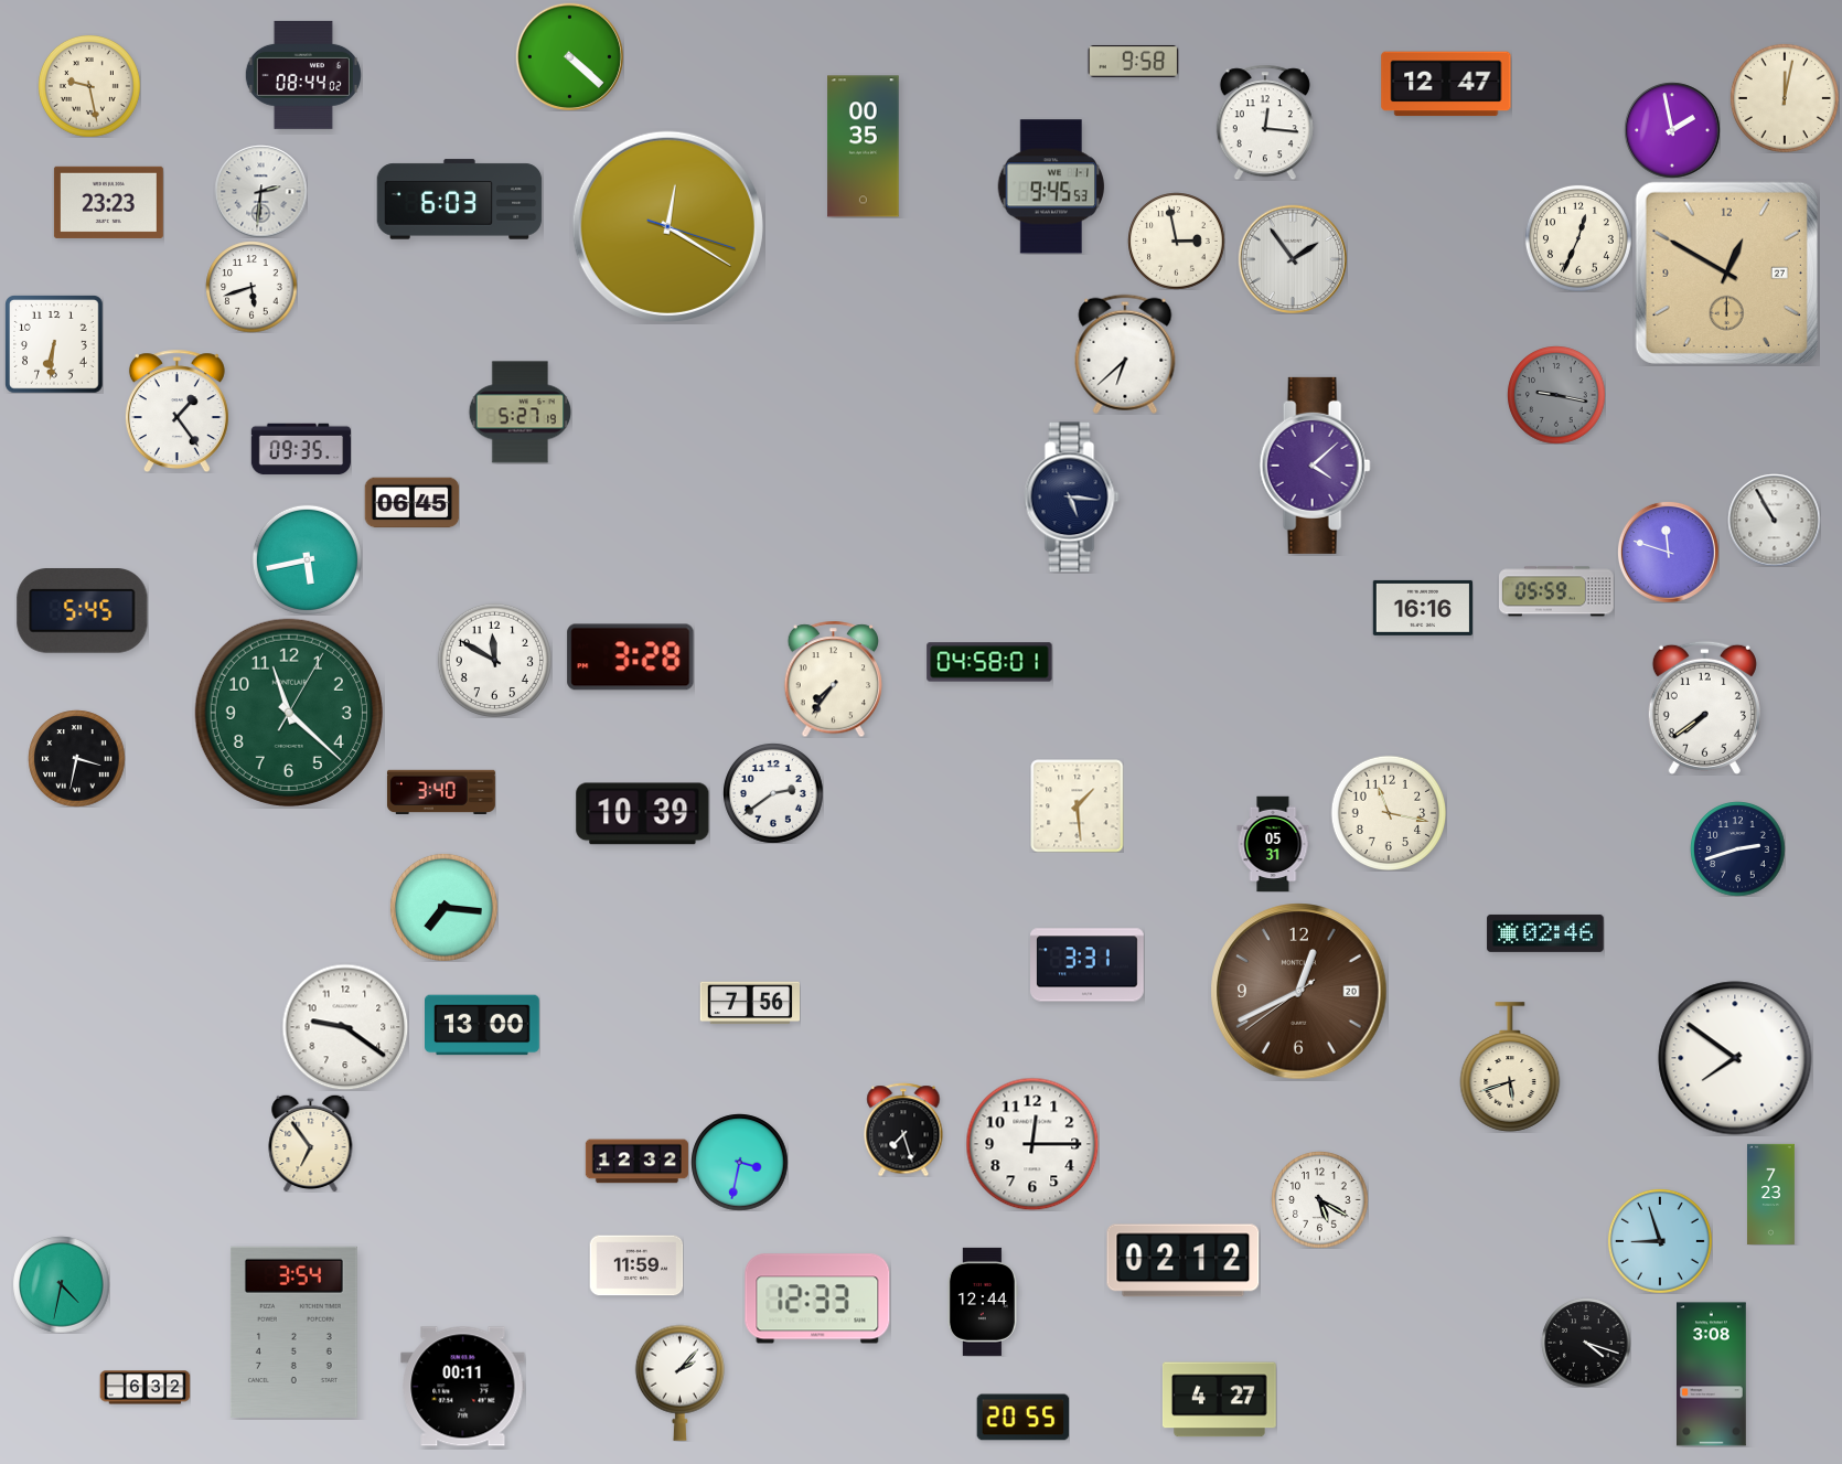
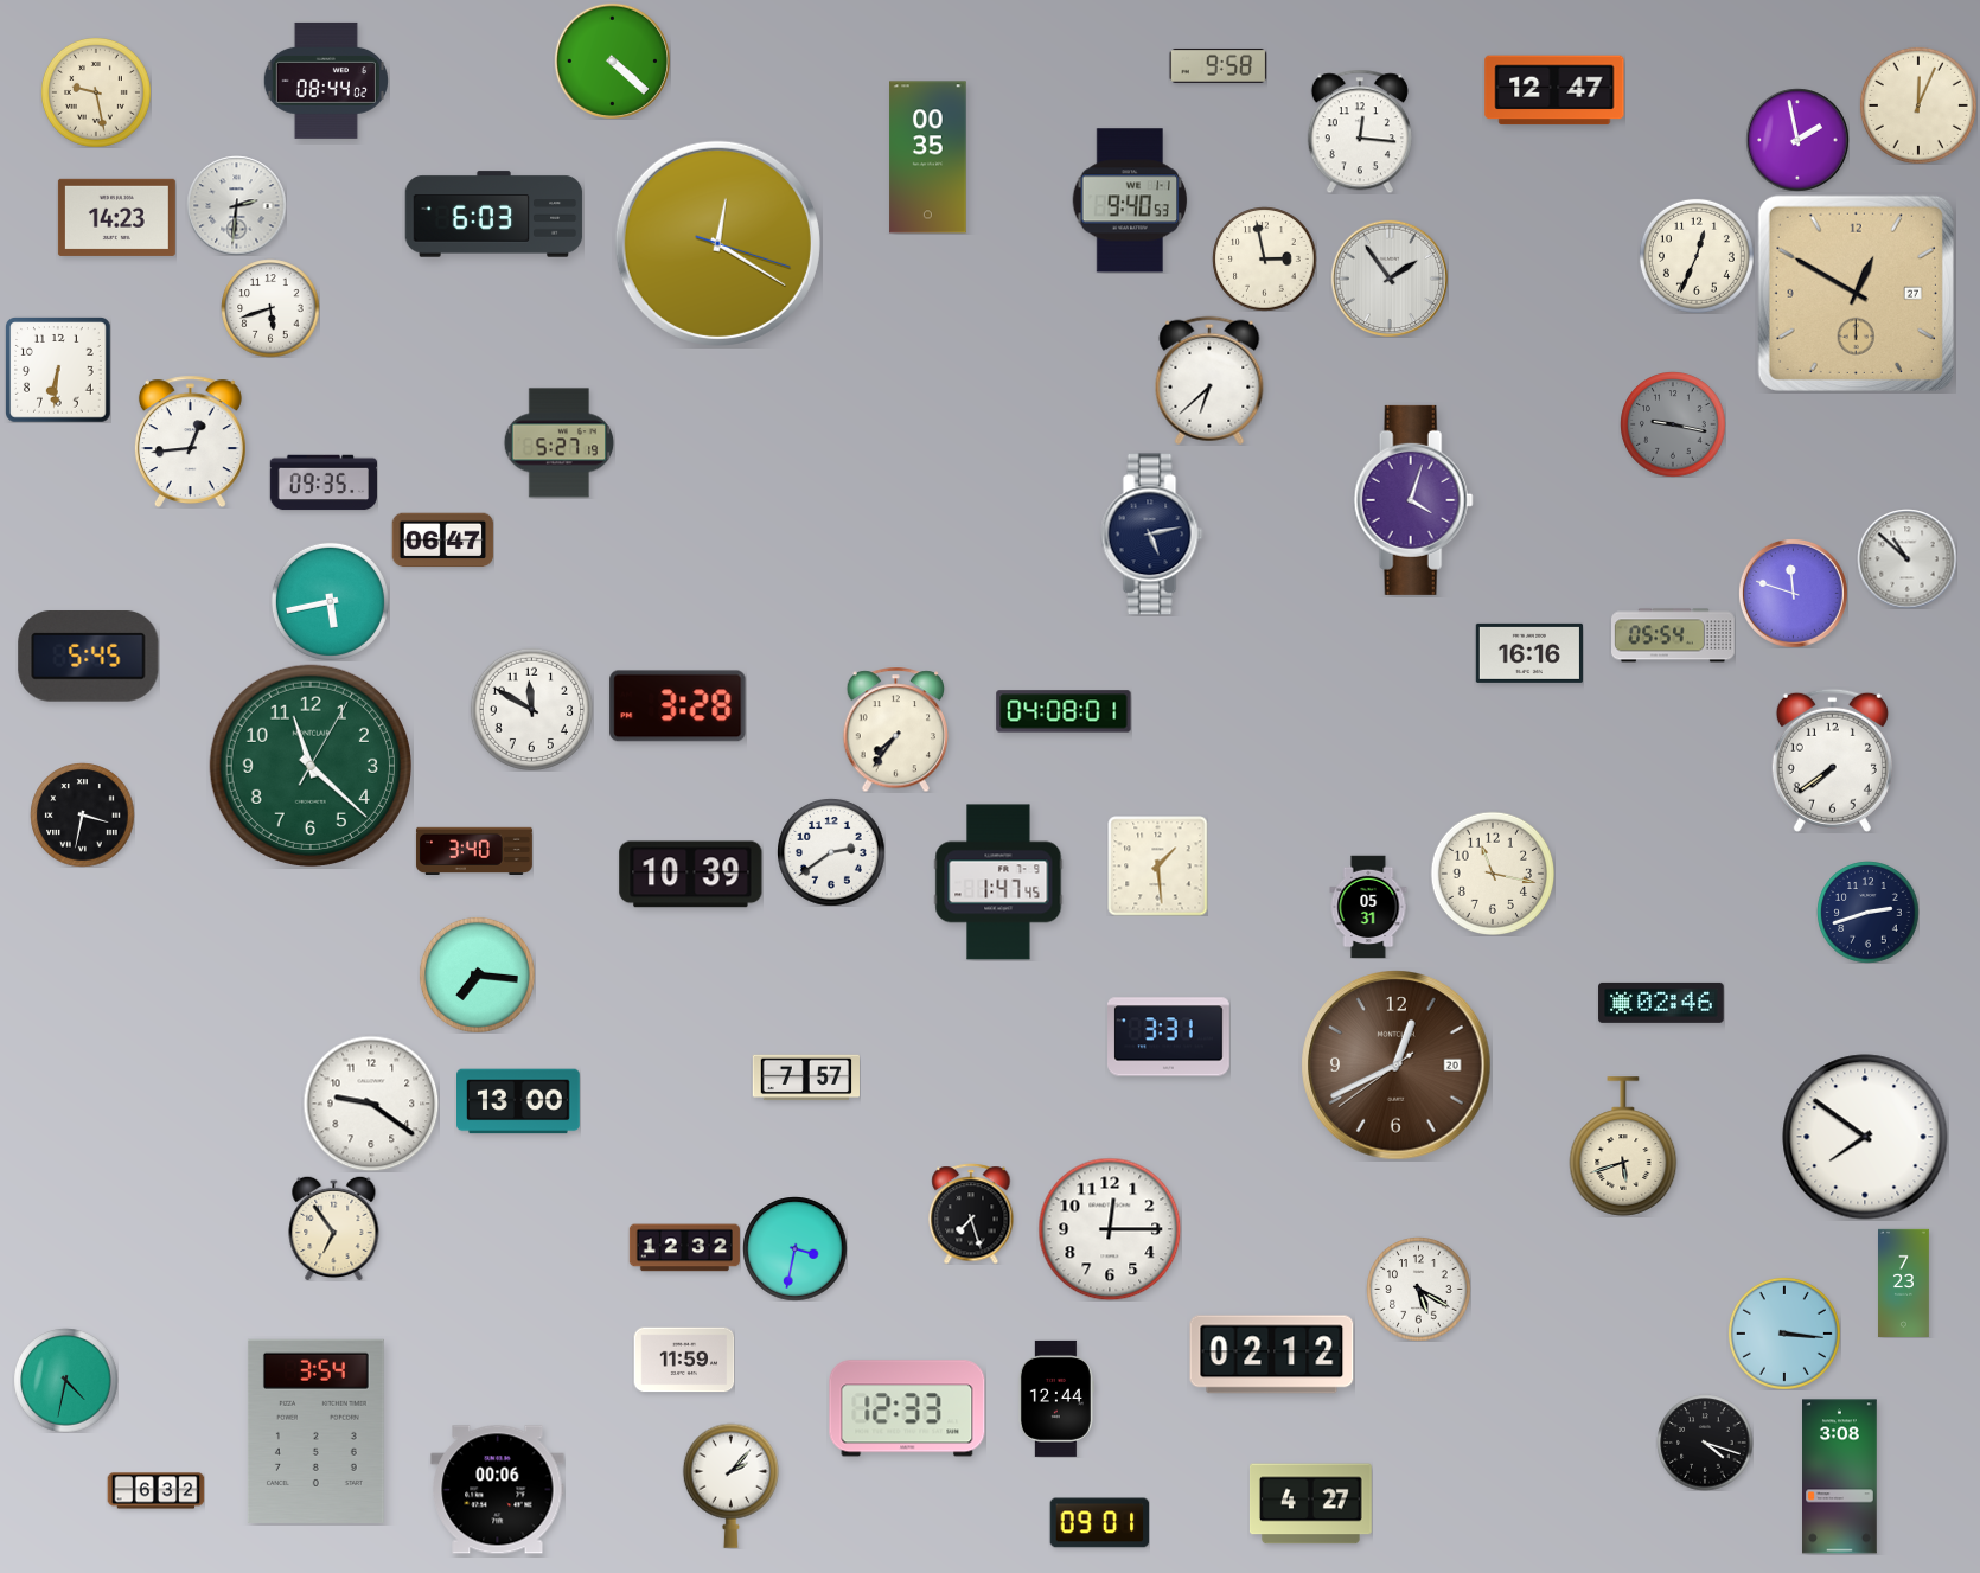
clock at (1785, 98): 12:02 -> 12:04
clock at (1051, 186): 9:45 -> 9:40
clock at (260, 191) position: (260, 191) -> (236, 205)
clock at (108, 202): 23:23 -> 14:23
clock at (176, 410): 1:24 -> 12:44
clock at (1315, 466): 4:08 -> 4:03
clock at (1072, 498): 5:16 -> 5:13
clock at (411, 503): 06:45 -> 06:47
clock at (1774, 520): 10:55 -> 10:52
clock at (1557, 591): 05:59 -> 05:54
clock at (989, 662): 04:58 -> 04:08
clock at (998, 882): none -> 1:47
clock at (749, 1003): 7:56 -> 7:57
clock at (1660, 1241): 8:57 -> 3:16
clock at (817, 1299) position: (817, 1299) -> (907, 1408)
clock at (463, 1387): 00:11 -> 00:06
clock at (1022, 1418): 20:55 -> 09:01
